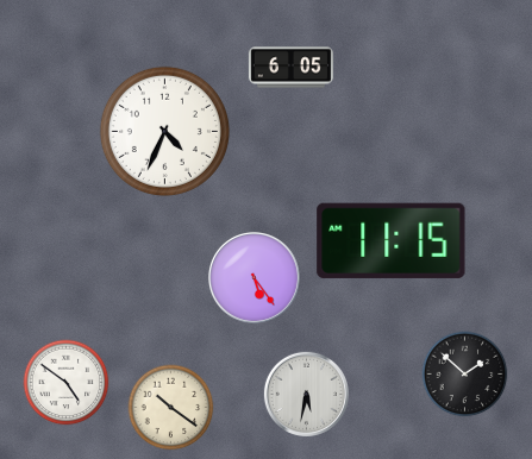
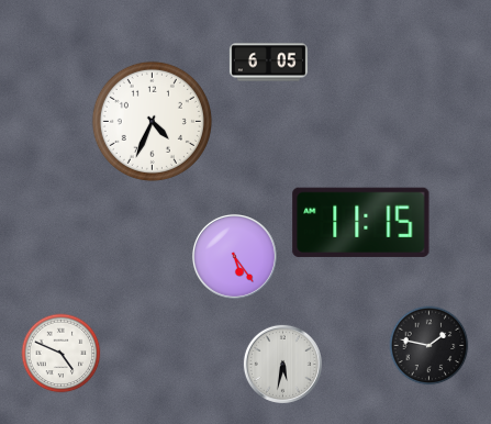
clock at (465, 375): 1:52 -> 1:47
clock at (67, 383): 4:51 -> 4:49
clock at (171, 408): 10:21 -> none
